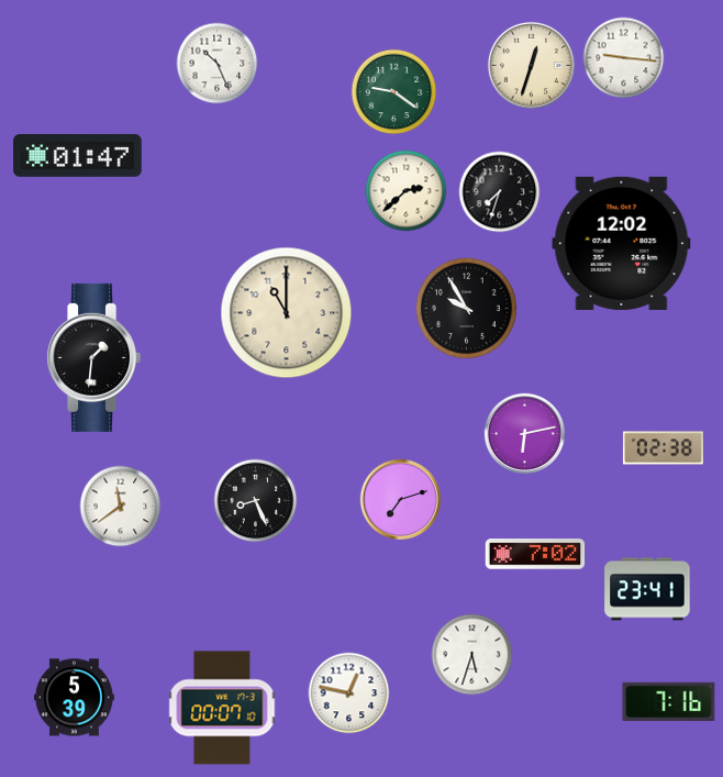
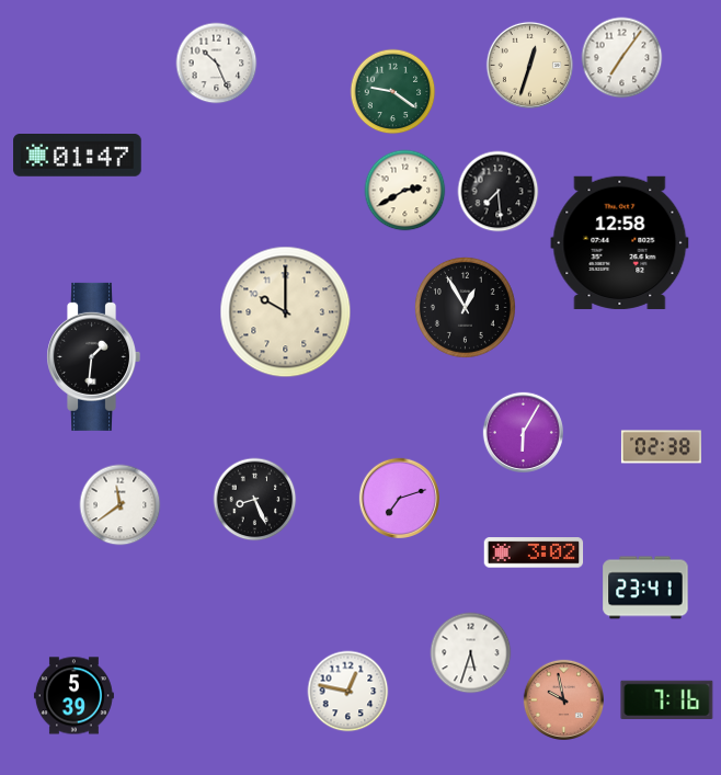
clock at (624, 58): 9:16 -> 7:06
clock at (407, 191): 2:38 -> 2:40
clock at (500, 192): 7:33 -> 7:29
clock at (622, 243): 12:02 -> 12:58
clock at (466, 308): 9:55 -> 12:55
clock at (287, 313): 11:00 -> 10:00
clock at (524, 433): 6:13 -> 6:05
clock at (535, 554): 7:02 -> 3:02
clock at (563, 699): none -> 9:58
clock at (222, 708): 00:07 -> none
